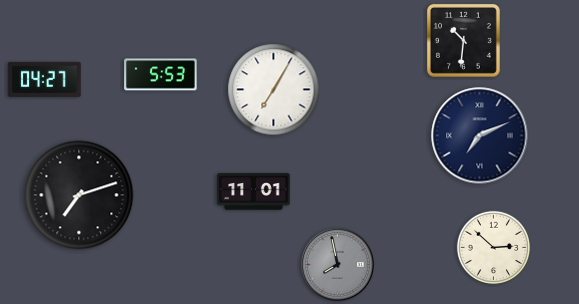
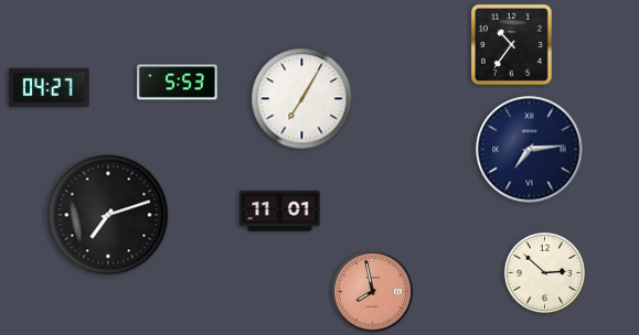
clock at (463, 40): 10:31 -> 10:36
clock at (480, 136): 7:11 -> 7:14
clock at (79, 195) position: (79, 195) -> (108, 215)
clock at (338, 265) dial: grey -> salmon
